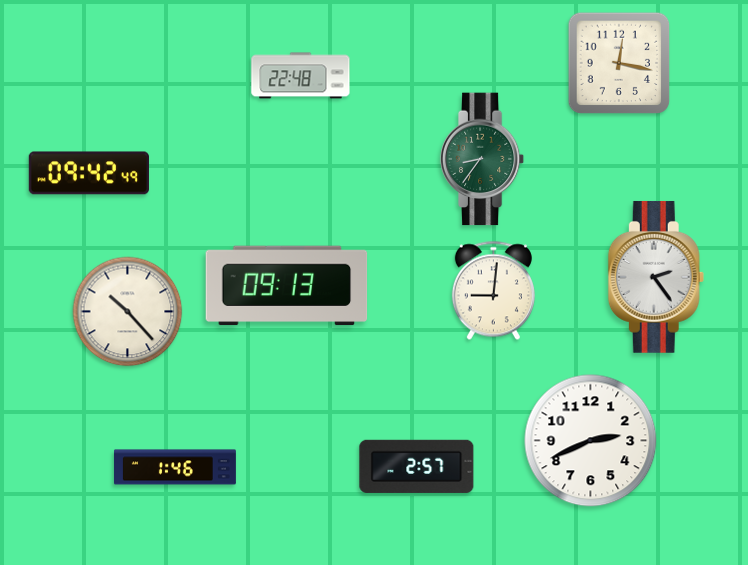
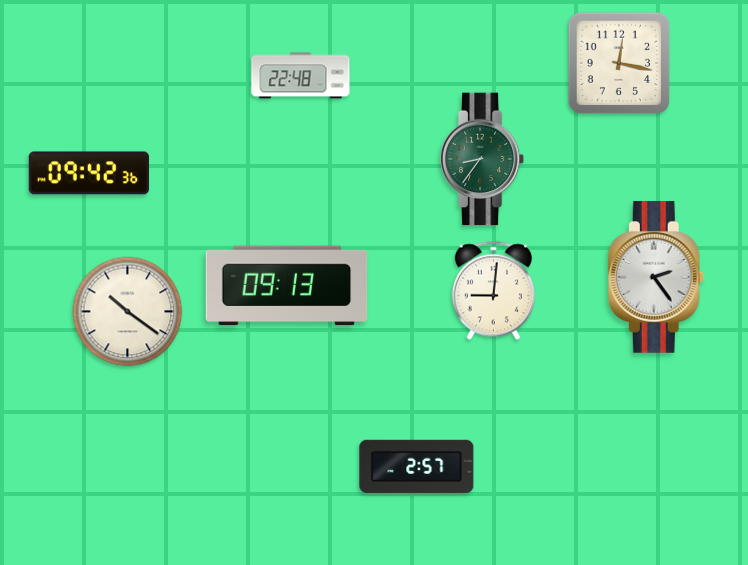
clock at (89, 173): 09:42:49 -> 09:42:36
clock at (128, 312): 10:23 -> 10:21
clock at (591, 441): 2:41 -> none
clock at (175, 467): 1:46 -> none
